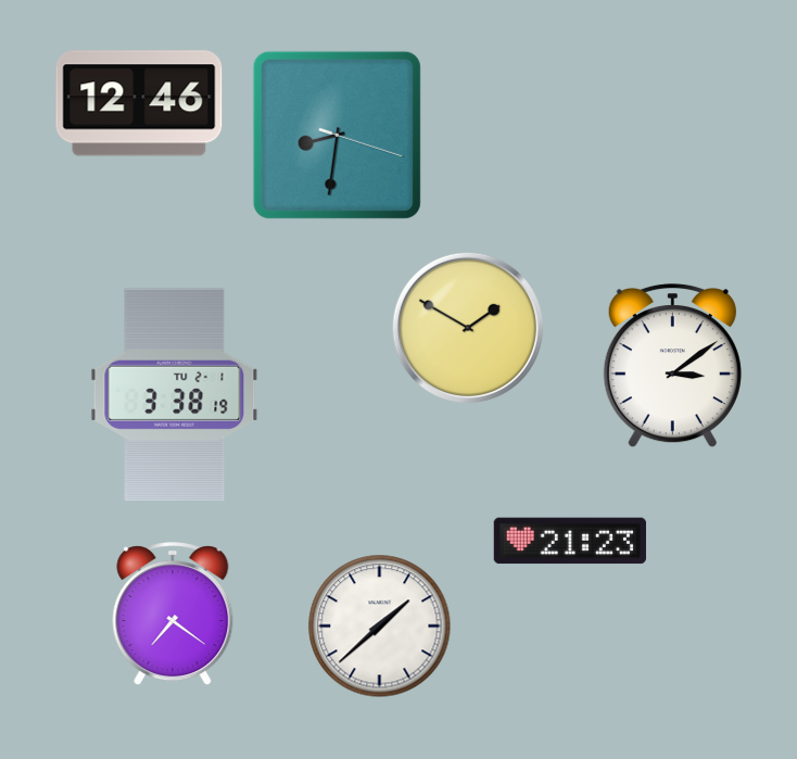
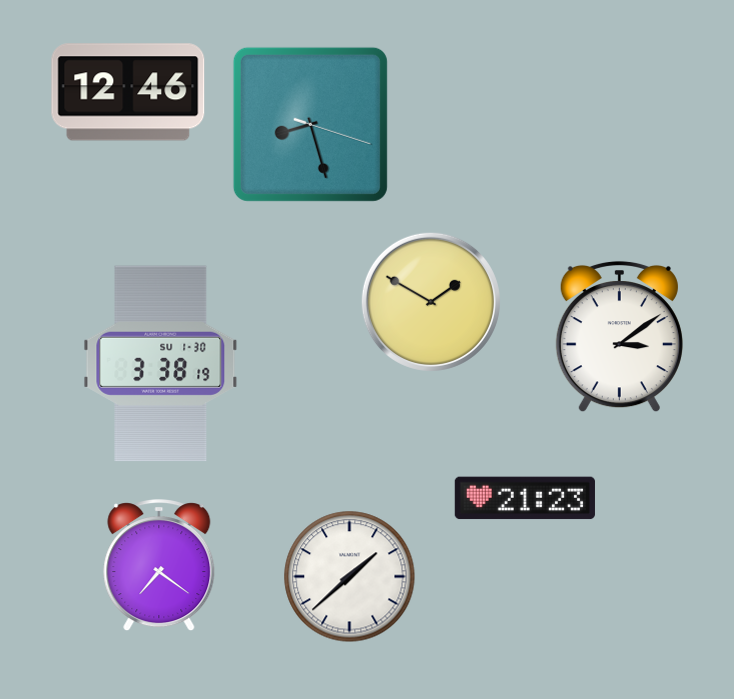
clock at (139, 103) position: (139, 103) -> (128, 92)
clock at (337, 135): 8:31 -> 8:27
clock at (175, 395) date: TU 2-1 -> SU 1-30
